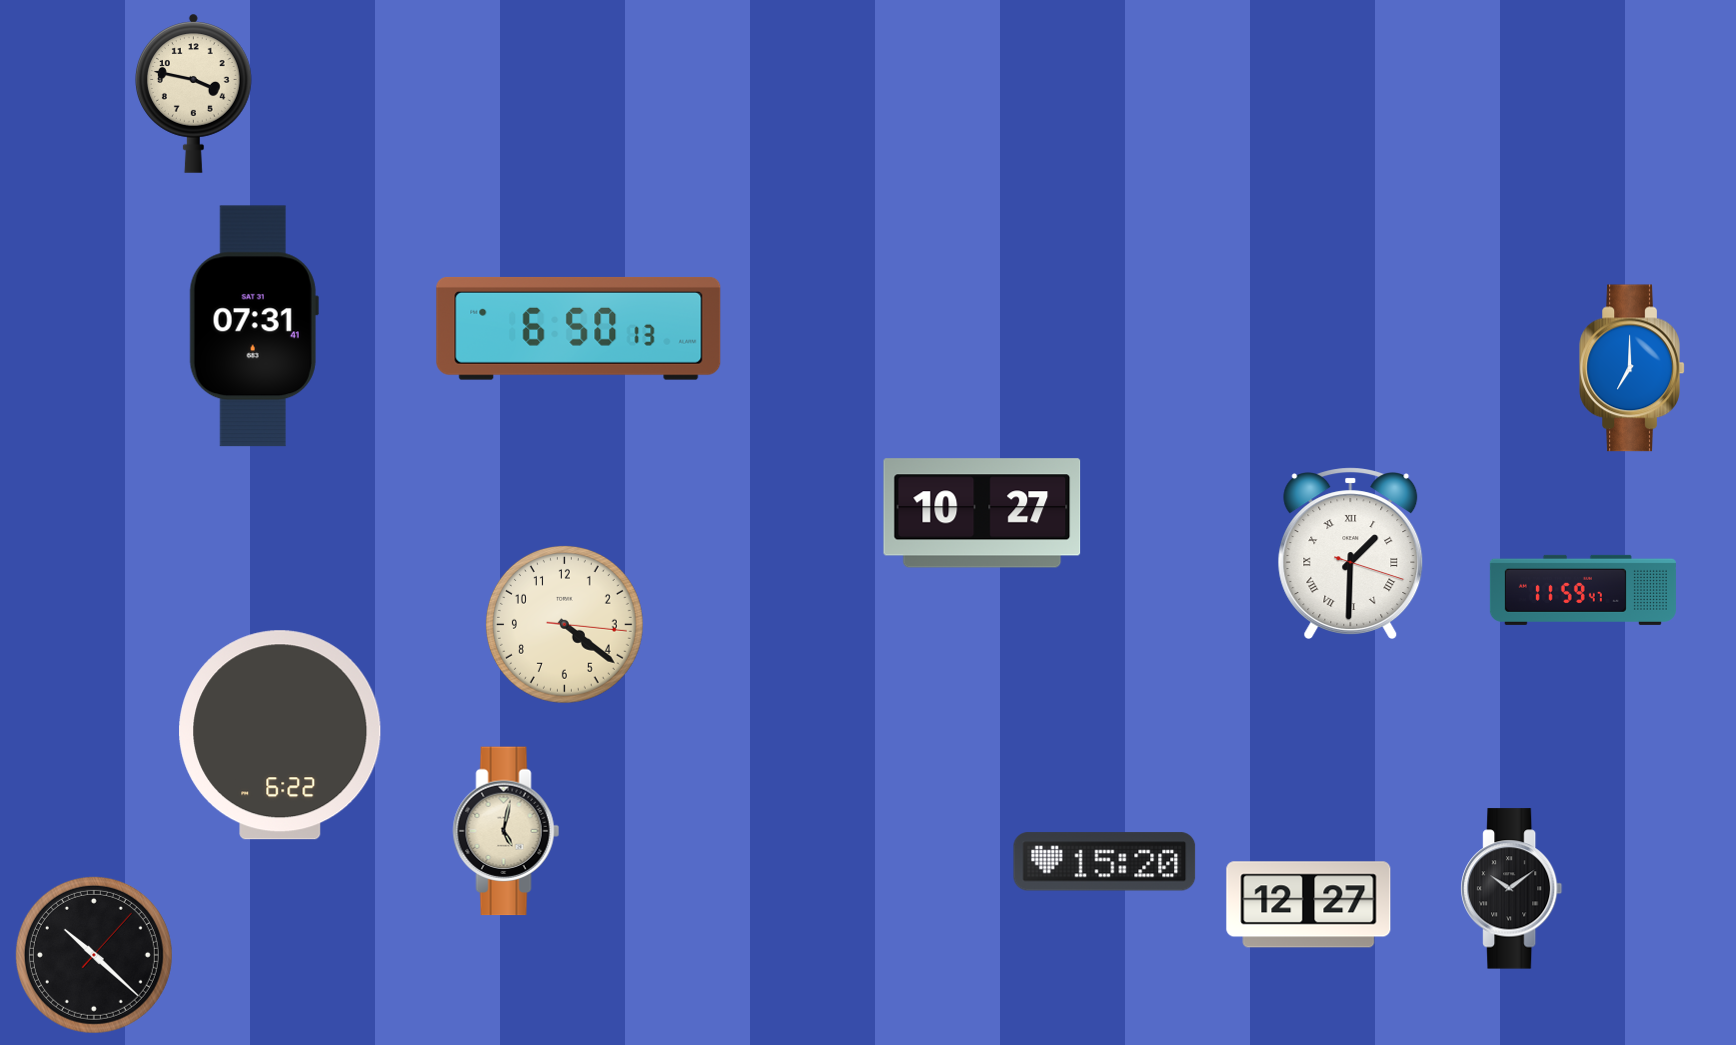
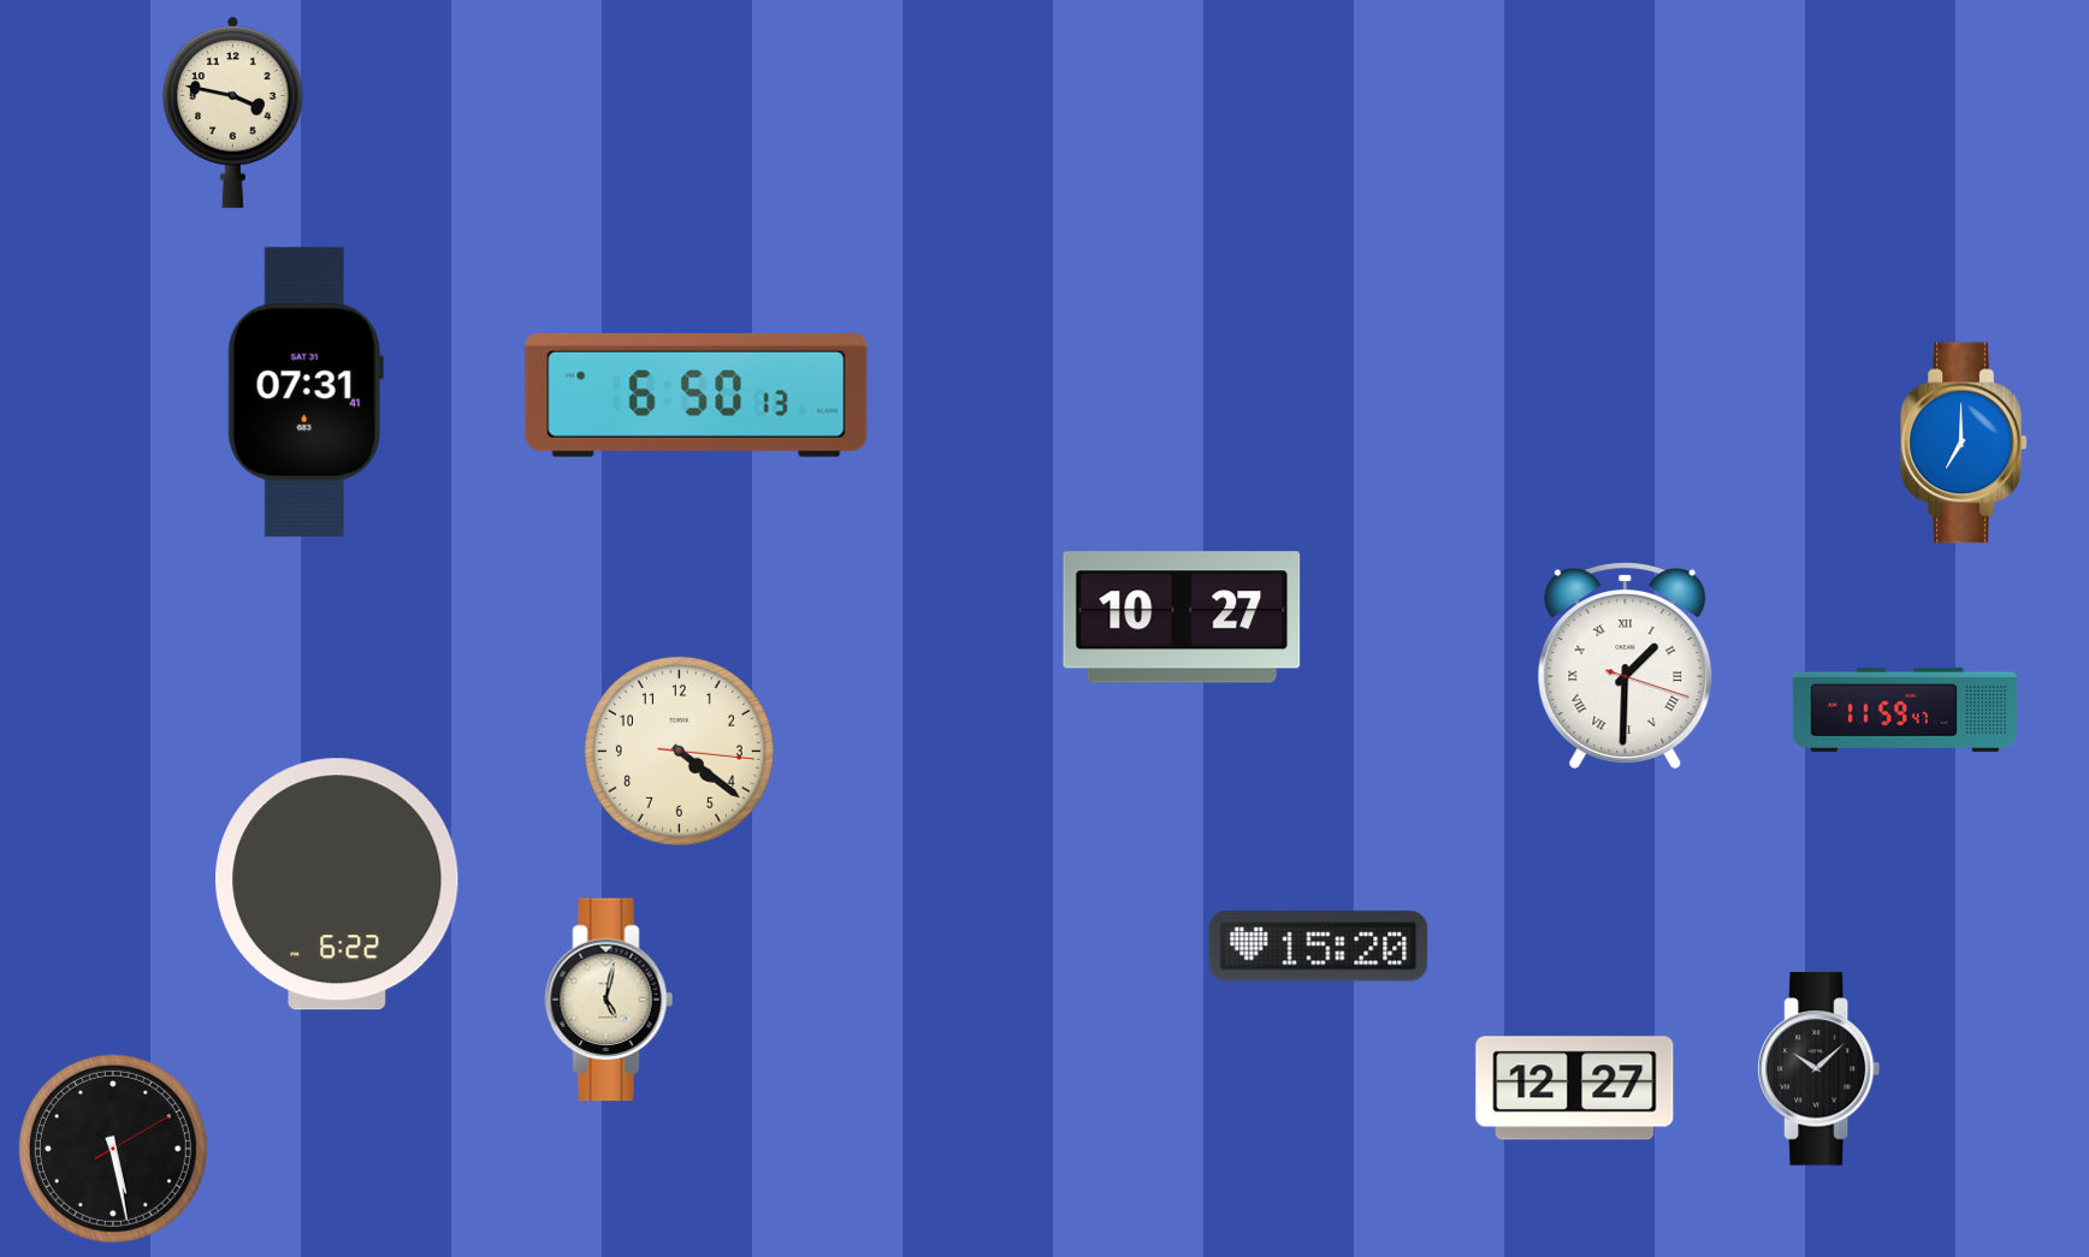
clock at (1105, 862) position: (1105, 862) -> (1319, 947)
clock at (1512, 889): 10:09 -> 10:08
clock at (94, 955): 10:22 -> 5:28
